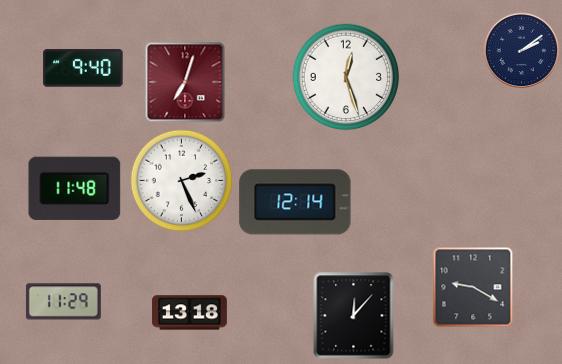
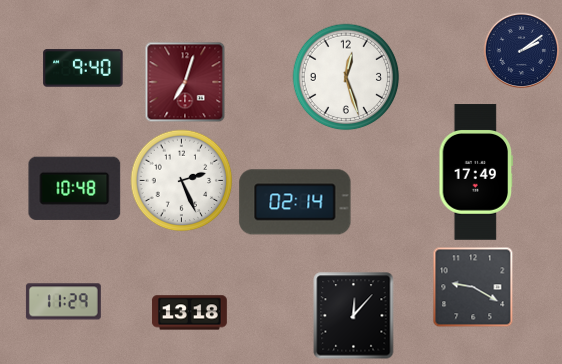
clock at (476, 172): none -> 17:49
clock at (75, 188): 11:48 -> 10:48
clock at (295, 202): 12:14 -> 02:14
